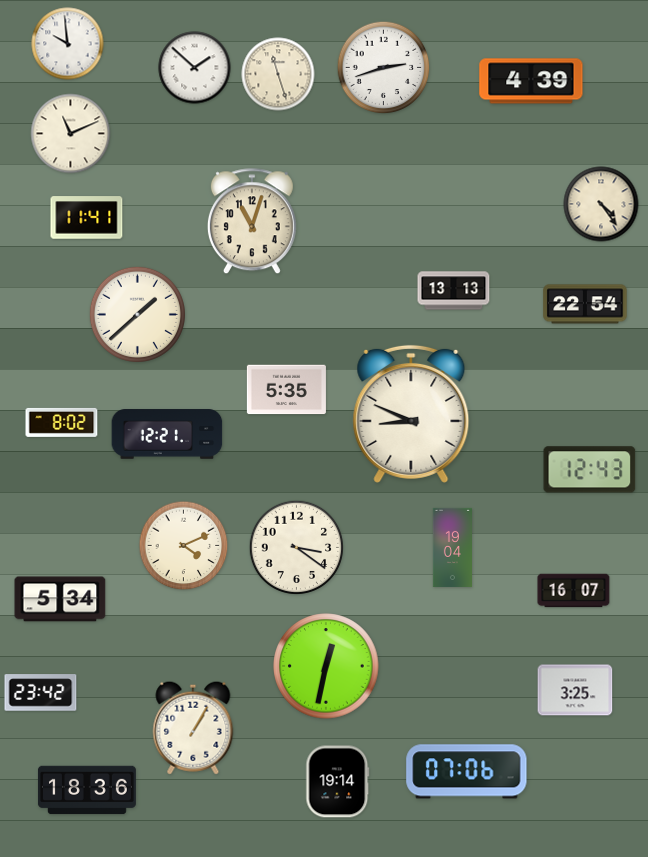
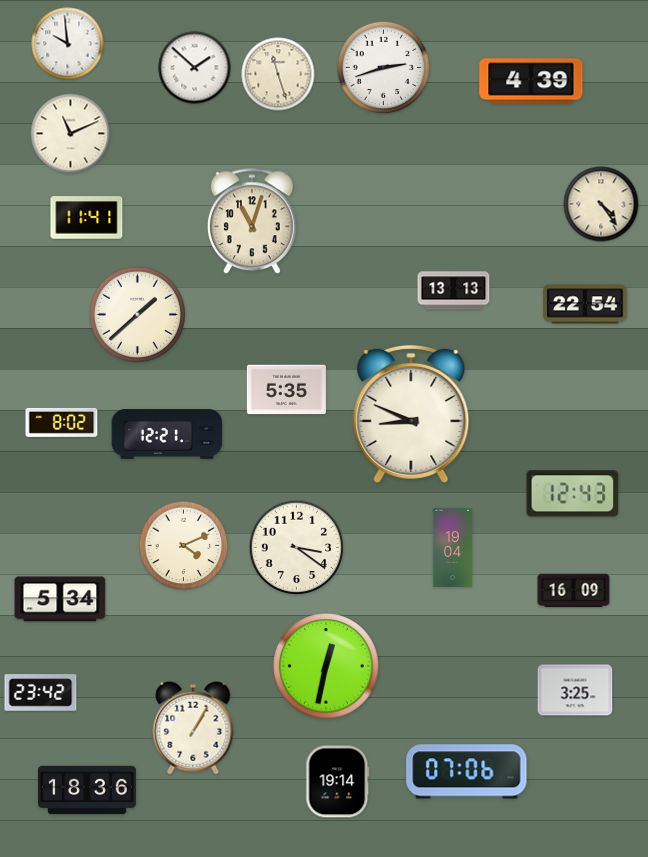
clock at (590, 470) position: (590, 470) -> (573, 494)
clock at (574, 591): 16:07 -> 16:09
